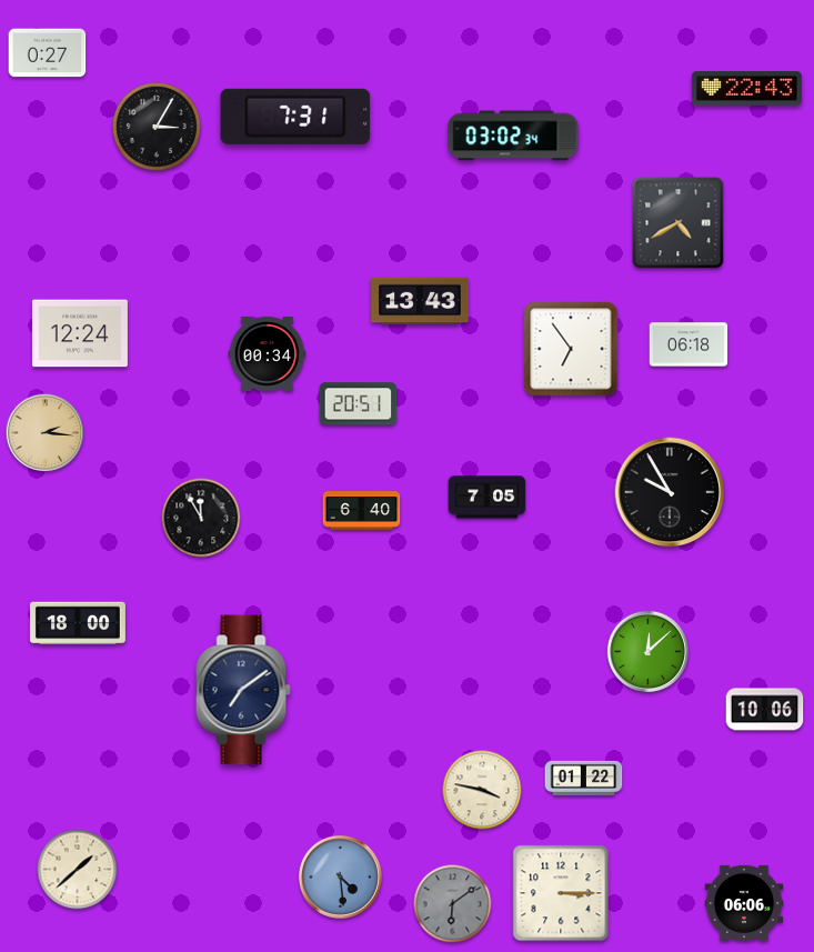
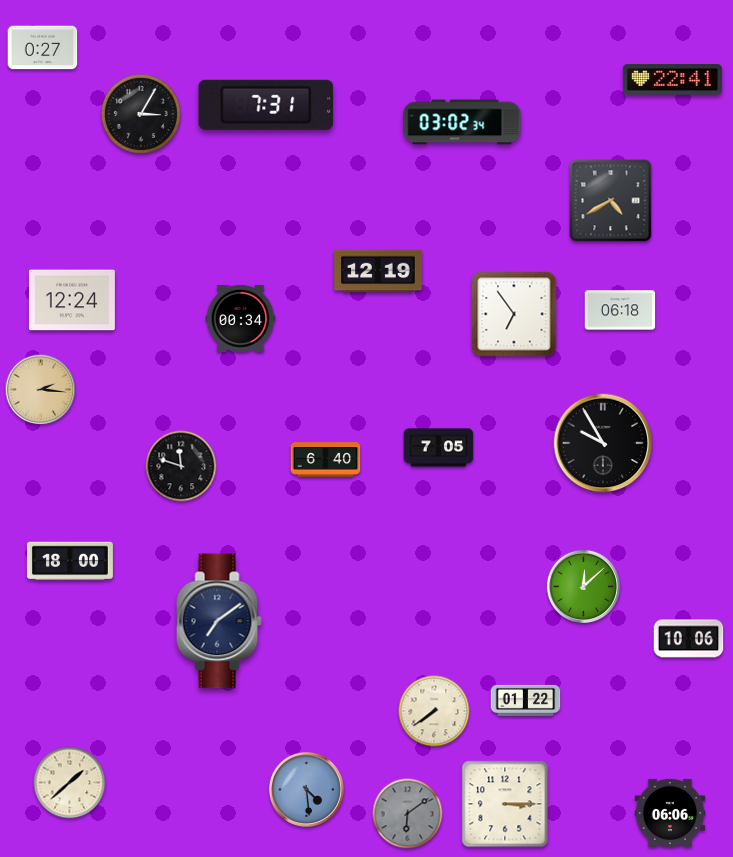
clock at (746, 89): 22:43 -> 22:41
clock at (420, 301): 13:43 -> 12:19
clock at (359, 404): 20:51 -> none
clock at (201, 518): 11:55 -> 11:48
clock at (482, 790): 3:47 -> 7:39
